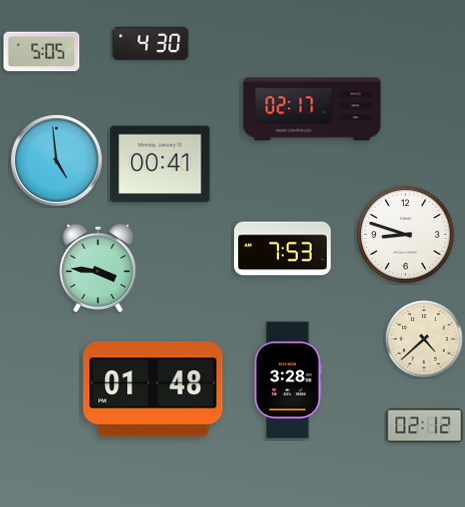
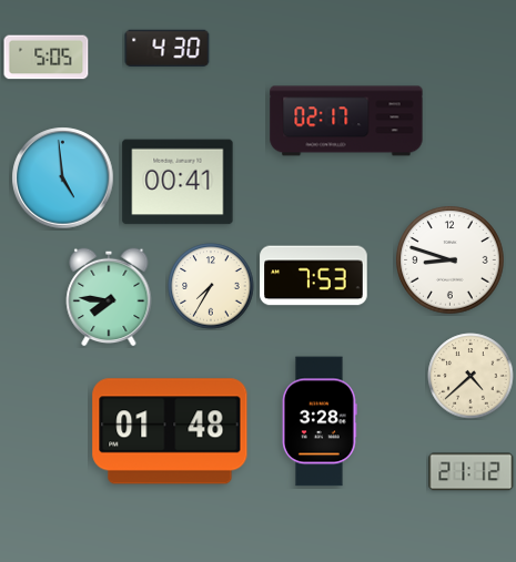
clock at (211, 286): none -> 7:35
clock at (98, 268): 3:46 -> 7:46
clock at (425, 426): 02:12 -> 21:12
